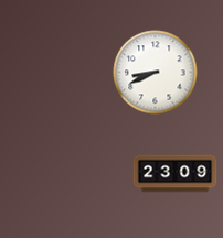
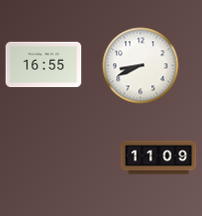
clock at (44, 65): none -> 16:55
clock at (176, 174): 23:09 -> 11:09
